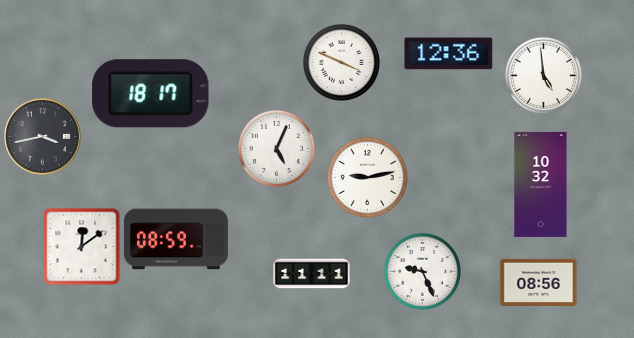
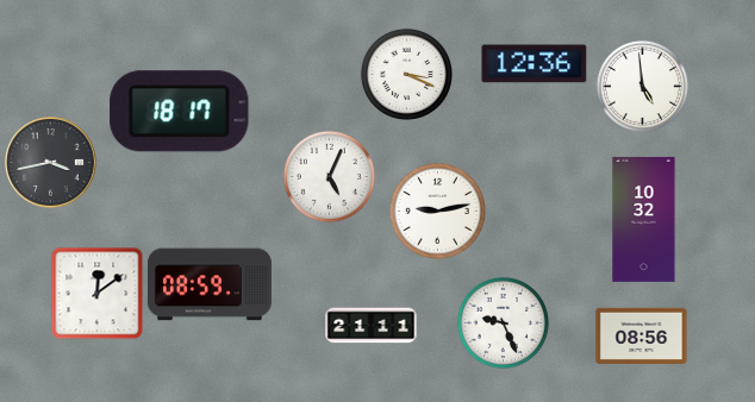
clock at (341, 62): 3:49 -> 3:19
clock at (543, 75) position: (543, 75) -> (642, 86)
clock at (312, 274): 11:11 -> 21:11
